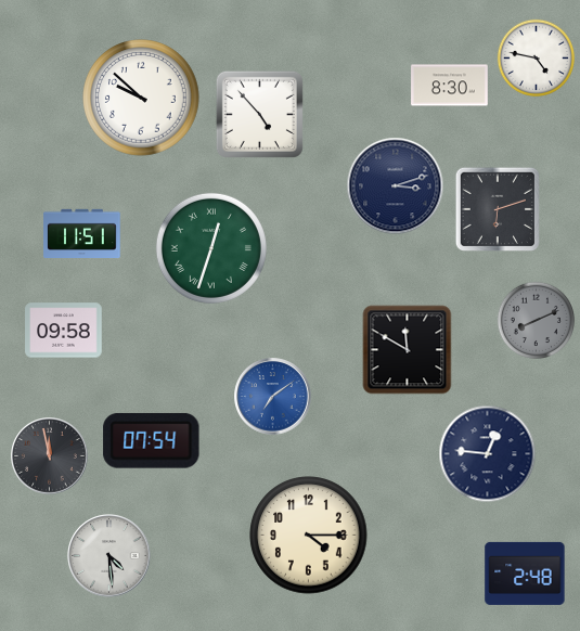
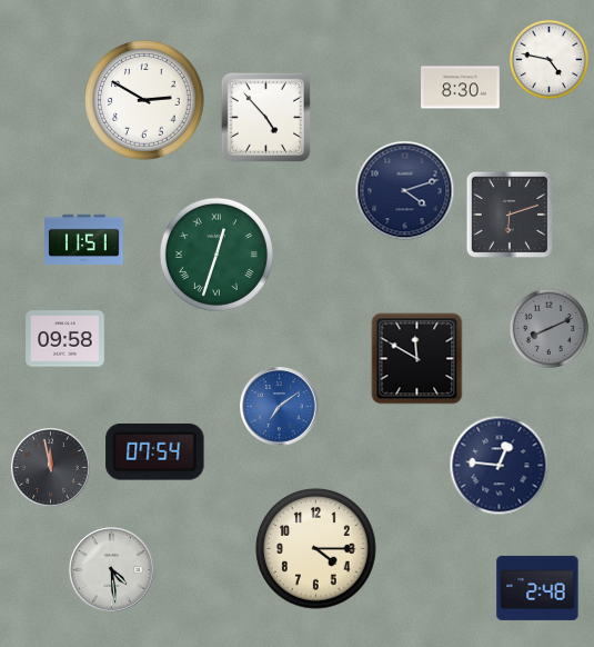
clock at (141, 98): 9:52 -> 2:50
clock at (396, 186): 3:12 -> 4:12
